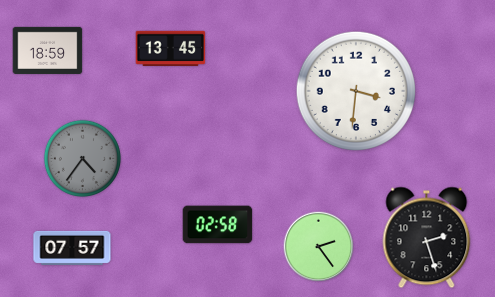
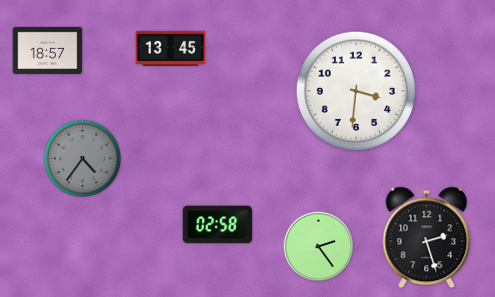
clock at (48, 50): 18:59 -> 18:57
clock at (72, 248): 07:57 -> none
